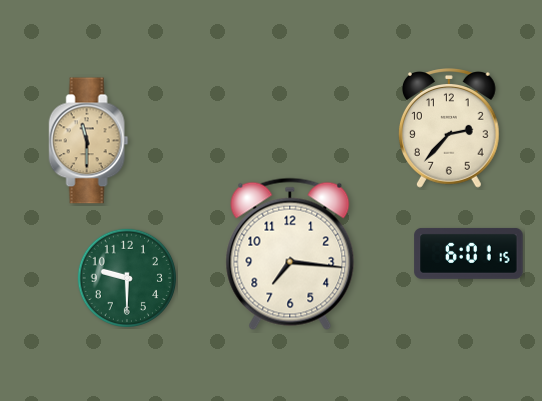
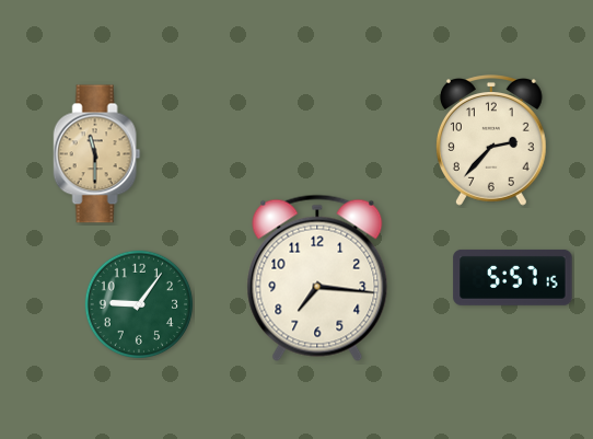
clock at (469, 253): 6:01 -> 5:57
clock at (126, 277): 9:30 -> 9:06
